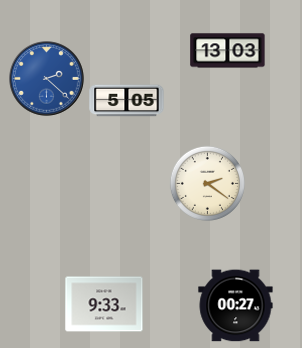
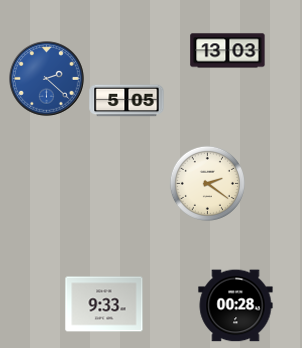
clock at (236, 306): 00:27 -> 00:28
